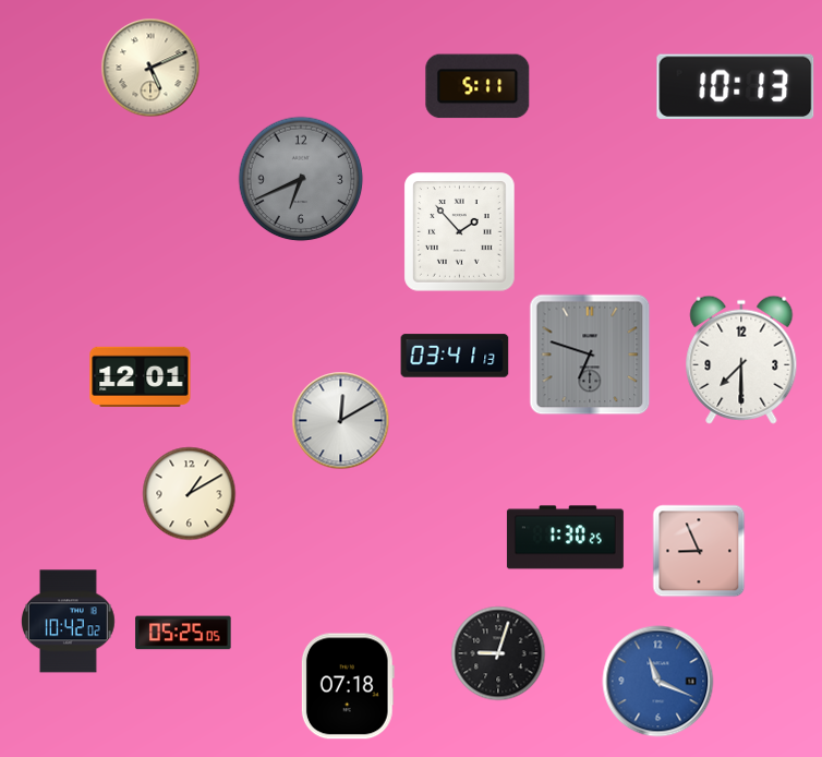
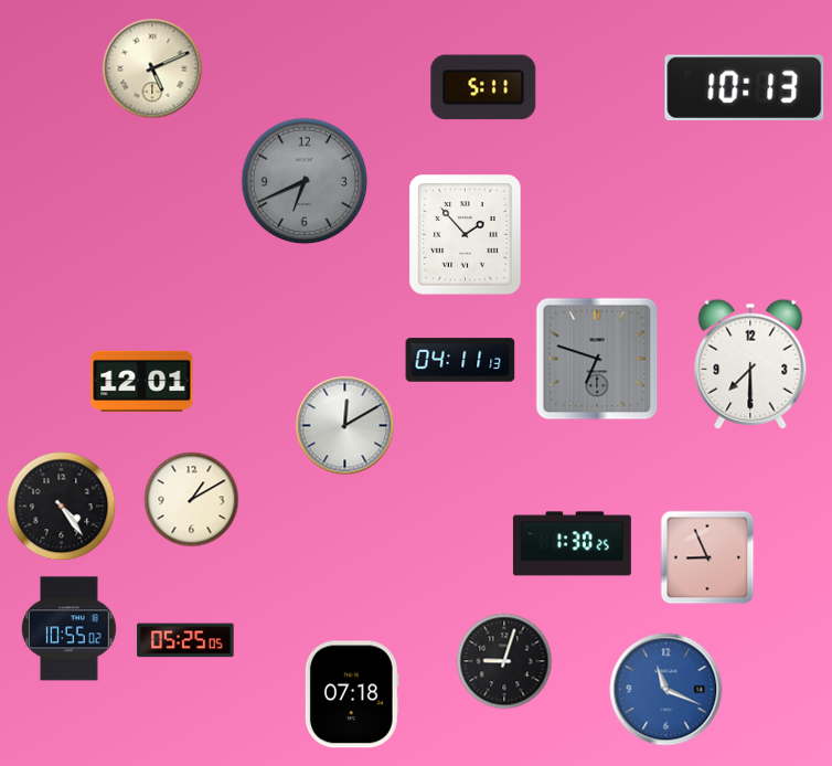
clock at (455, 356): 03:41 -> 04:11
clock at (62, 507): none -> 4:24
clock at (68, 622): 10:42 -> 10:55
